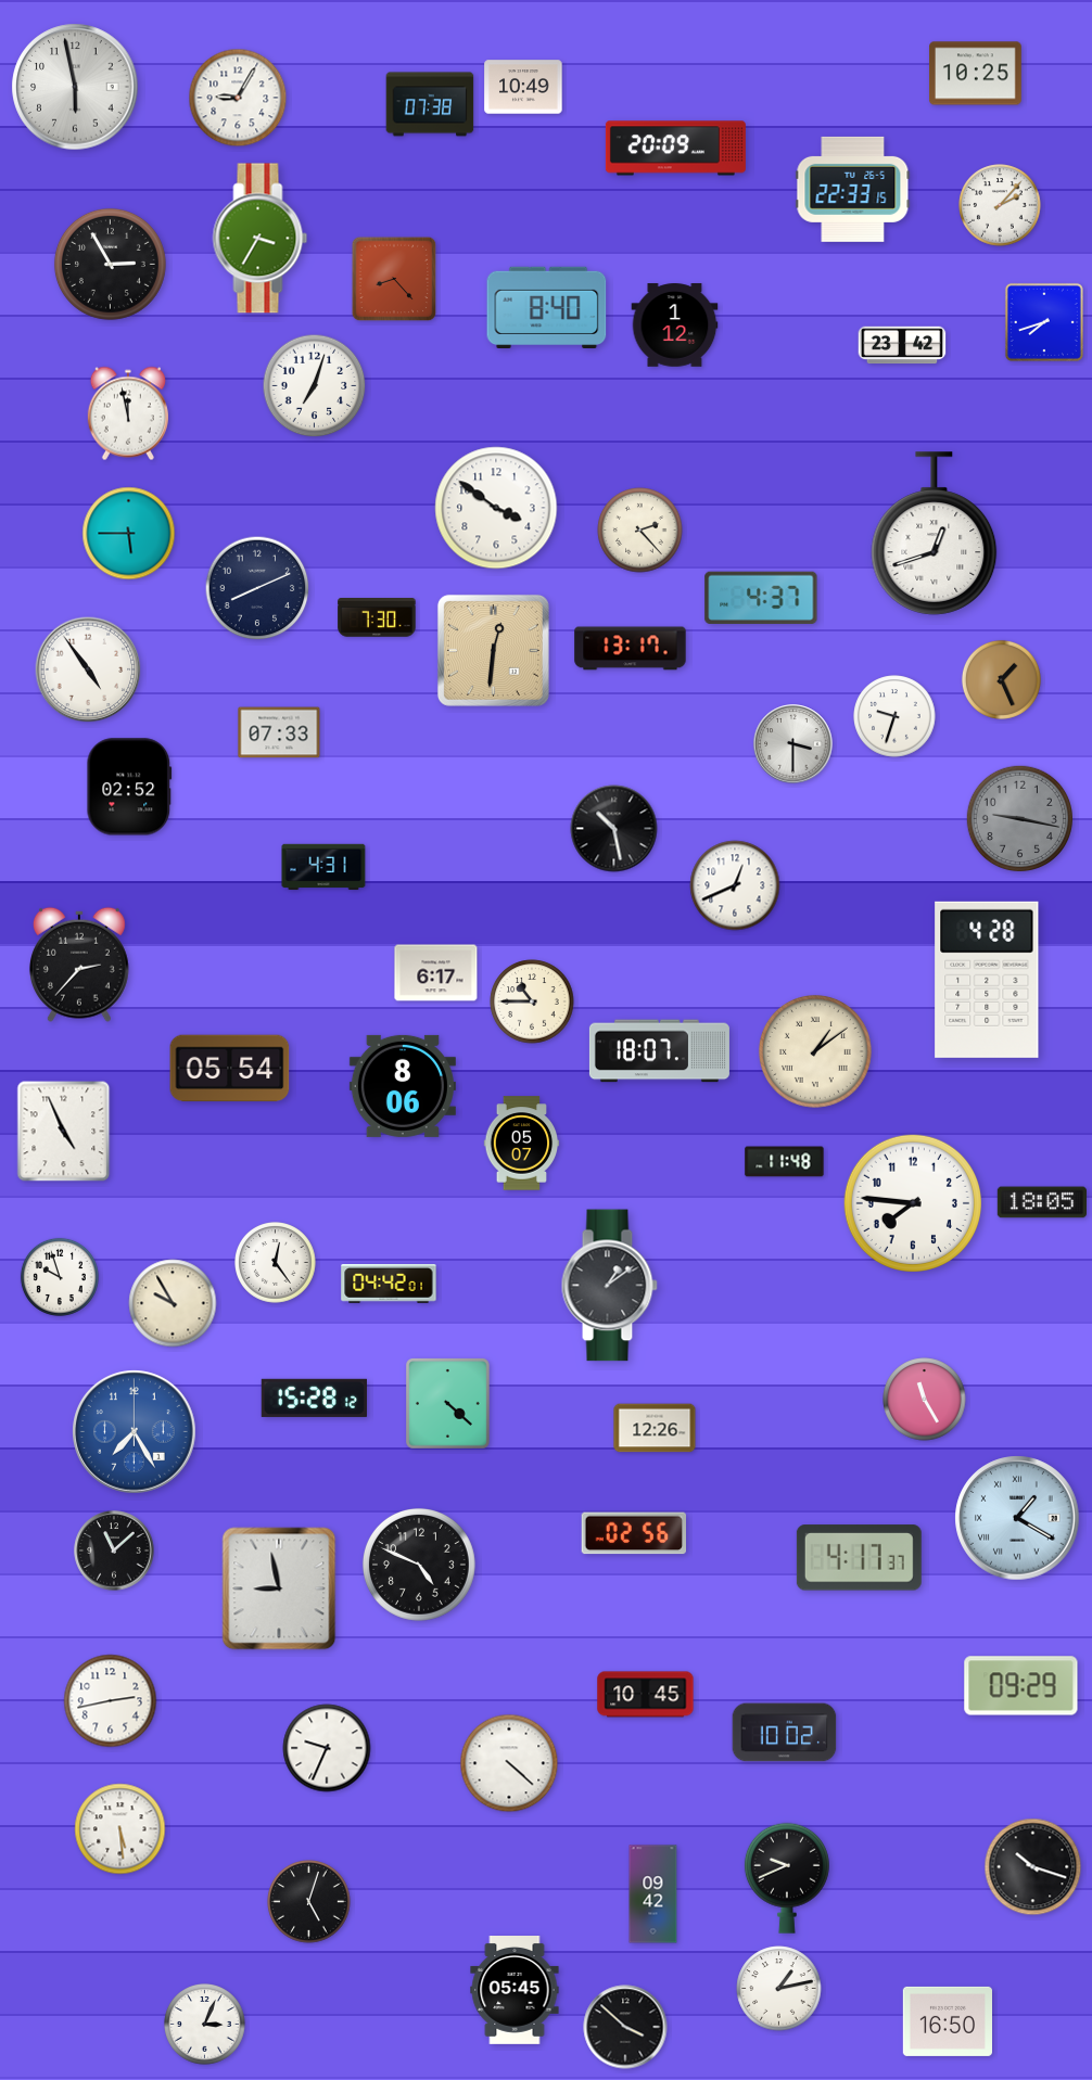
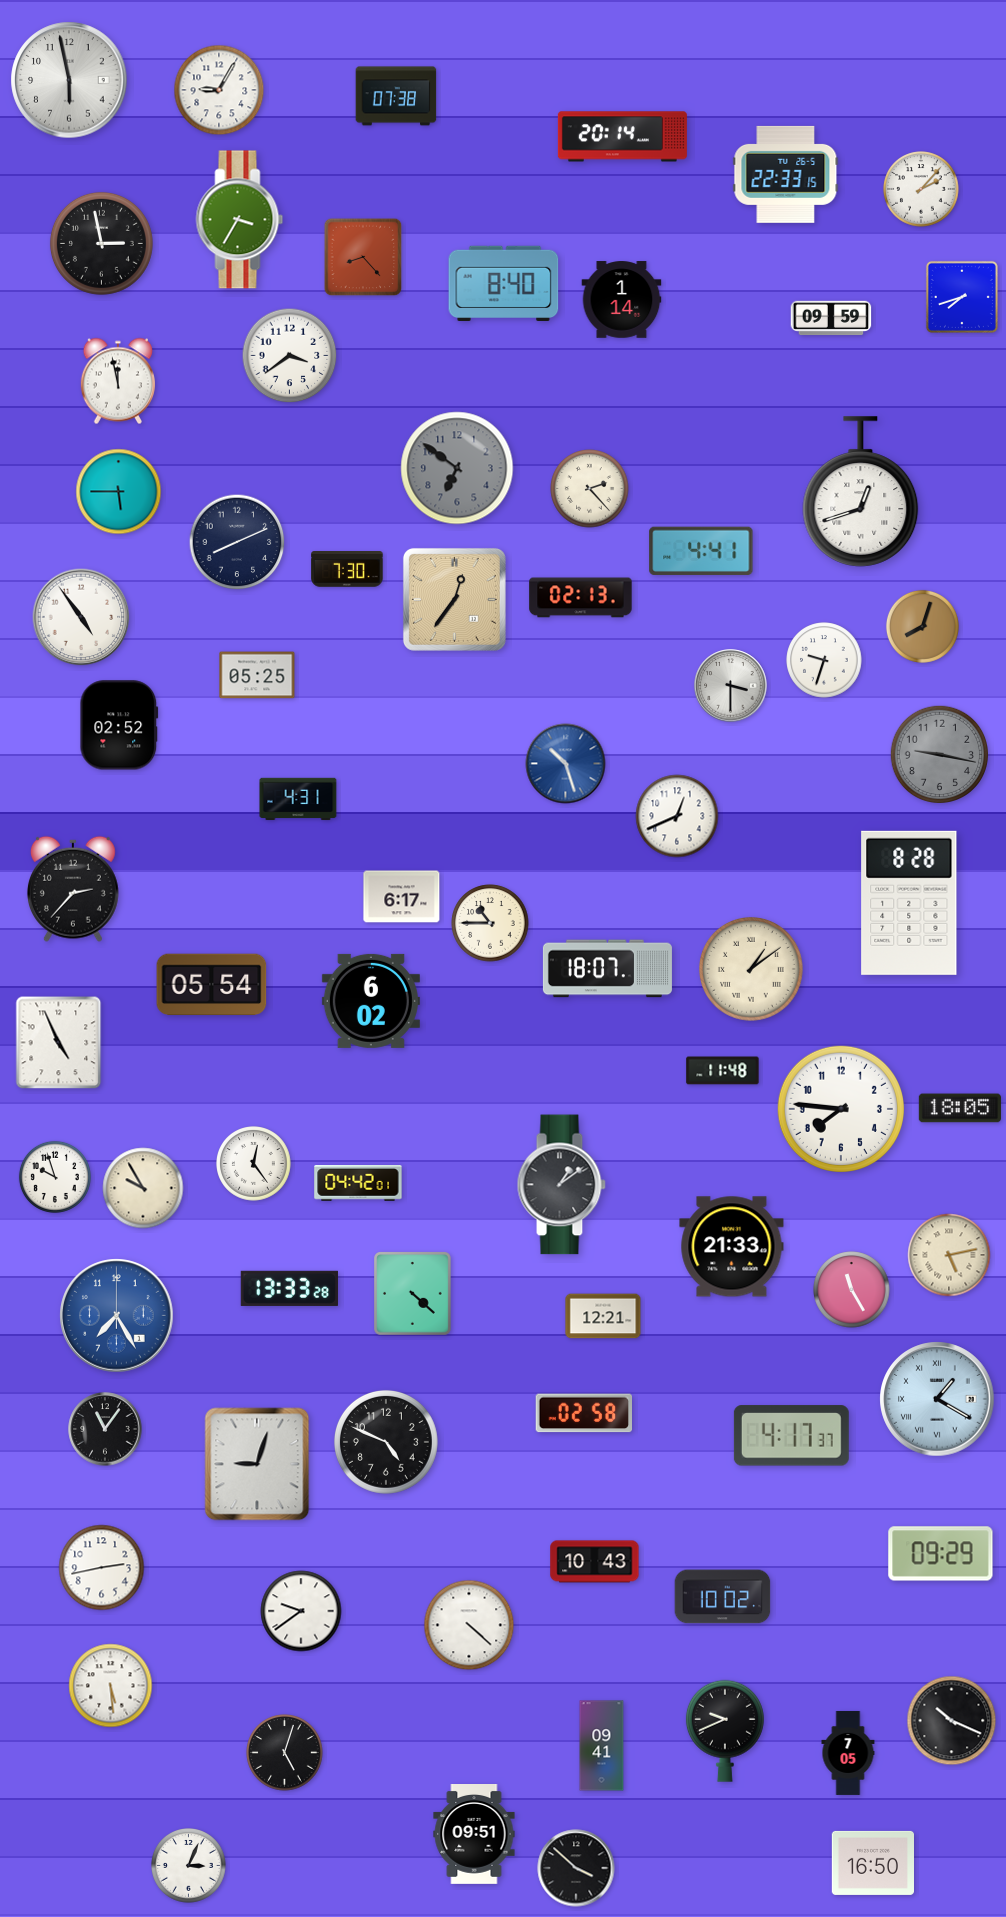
clock at (976, 74): 10:25 -> none
clock at (523, 87): 10:49 -> none
clock at (675, 149): 20:09 -> 20:14
clock at (110, 264): 2:55 -> 2:58
clock at (675, 326): 1:12 -> 1:14
clock at (902, 345): 23:42 -> 09:59
clock at (315, 386): 7:03 -> 3:39
clock at (496, 508): 3:51 -> 6:51
clock at (496, 508) dial: white -> grey
clock at (761, 598): 4:37 -> 4:41
clock at (631, 649): 13:17 -> 02:13
clock at (493, 650): 12:31 -> 12:36
clock at (1001, 679): 1:26 -> 8:03
clock at (279, 732): 07:33 -> 05:25
clock at (614, 829): 10:28 -> 10:27
clock at (614, 829) dial: black -> blue
clock at (987, 980): 4:28 -> 8:28
clock at (403, 1086): 8:06 -> 6:02
clock at (522, 1144): 05:07 -> none
clock at (173, 1303) position: (173, 1303) -> (143, 1188)
clock at (732, 1247): none -> 21:33
clock at (949, 1255): none -> 5:13
clock at (314, 1398): 15:28 -> 13:33
clock at (655, 1428): 12:26 -> 12:21
clock at (135, 1432) position: (135, 1432) -> (117, 1316)
clock at (634, 1533): 02:56 -> 02:58
clock at (114, 1551): 11:08 -> 11:06
clock at (279, 1588): 8:58 -> 9:03
clock at (646, 1695): 10:45 -> 10:43
clock at (327, 1748): 9:34 -> 9:39
clock at (1033, 1867): 10:18 -> 10:19
clock at (653, 1894): 09:42 -> 09:41
clock at (848, 1753): none -> 7:05
clock at (779, 1989): 1:13 -> none
clock at (515, 1991): 05:45 -> 09:51
